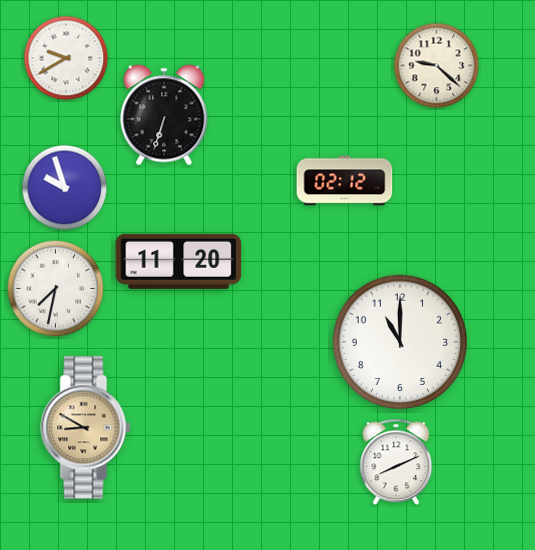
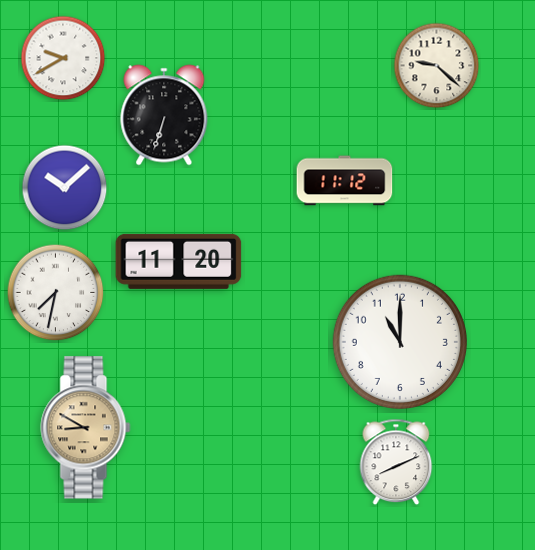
clock at (66, 58) position: (66, 58) -> (63, 58)
clock at (345, 181): 02:12 -> 11:12
clock at (65, 188): 9:57 -> 10:08
clock at (56, 289) position: (56, 289) -> (56, 293)
